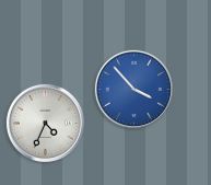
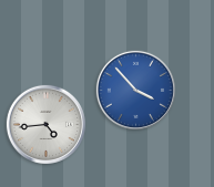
clock at (45, 123): 4:34 -> 4:44
